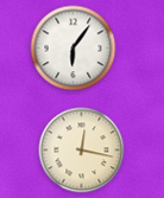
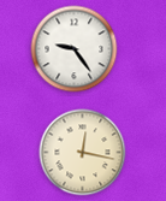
clock at (74, 49): 6:06 -> 9:24
